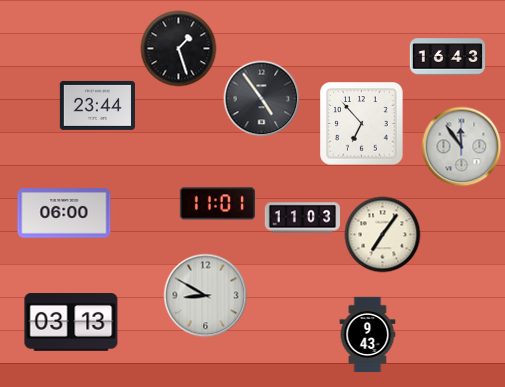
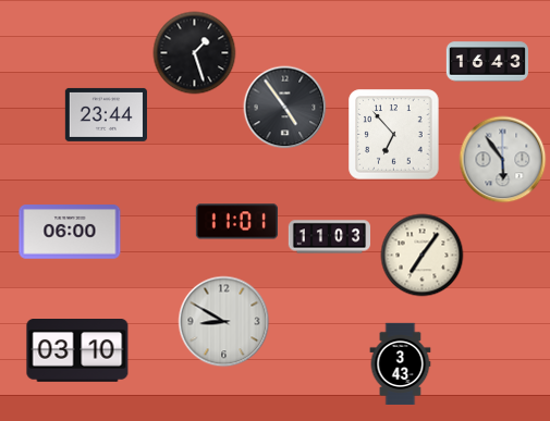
clock at (462, 147): 11:54 -> 5:54
clock at (383, 235) position: (383, 235) -> (423, 256)
clock at (71, 323): 03:13 -> 03:10
clock at (368, 334): 9:43 -> 3:43
